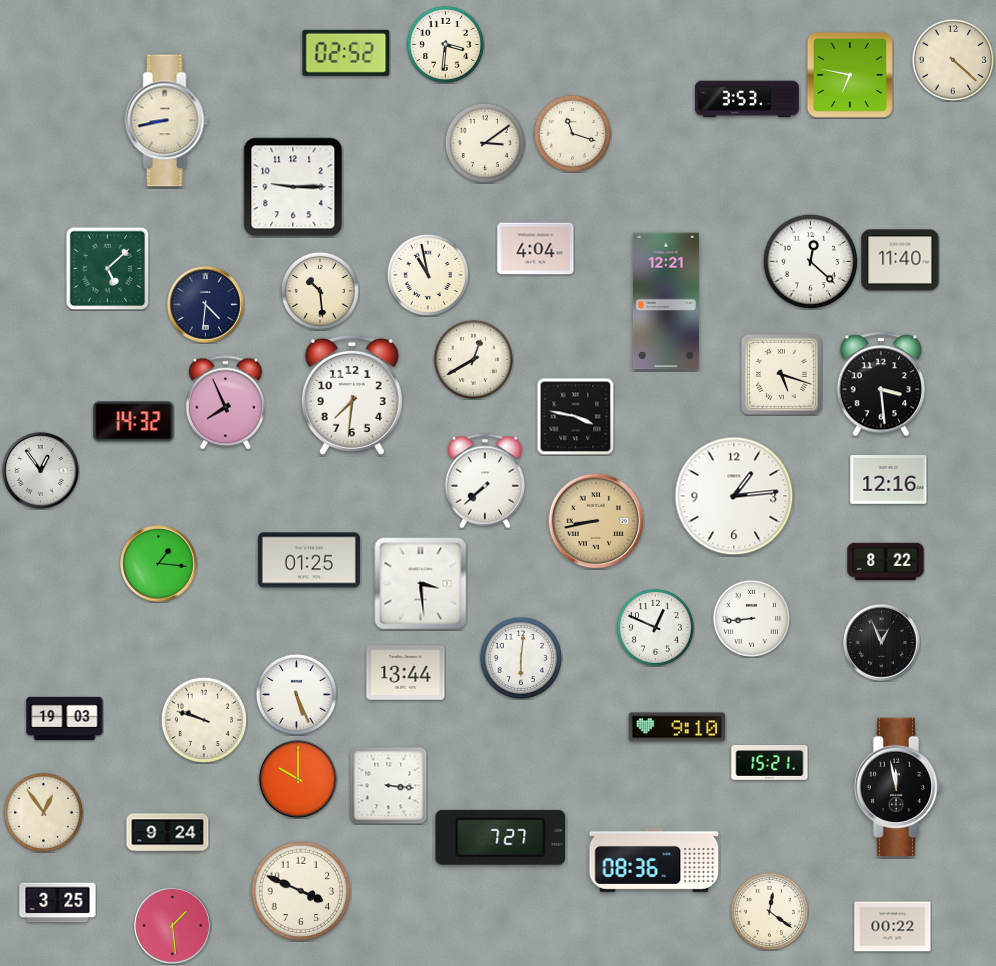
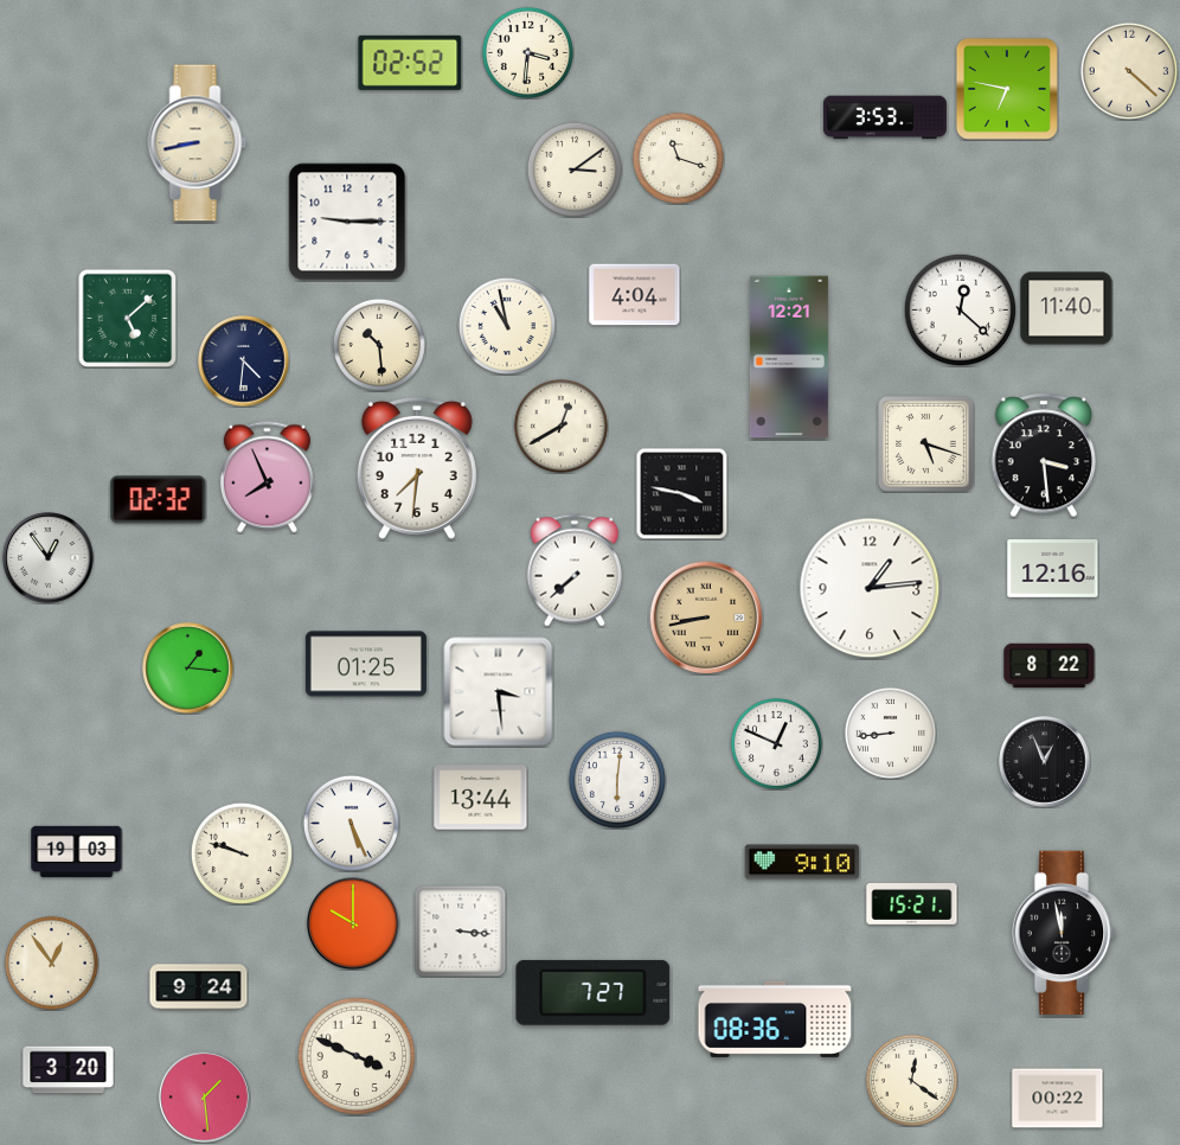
clock at (134, 422): 14:32 -> 02:32
clock at (58, 903): 3:25 -> 3:20
